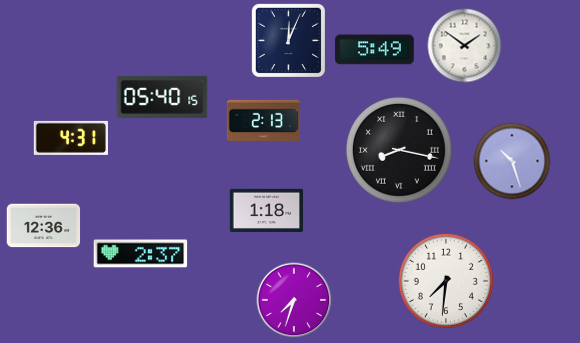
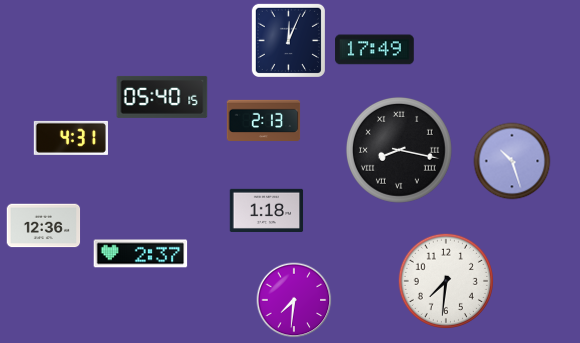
clock at (465, 46): 1:51 -> none
clock at (375, 50): 5:49 -> 17:49
clock at (294, 300): 7:33 -> 7:31
